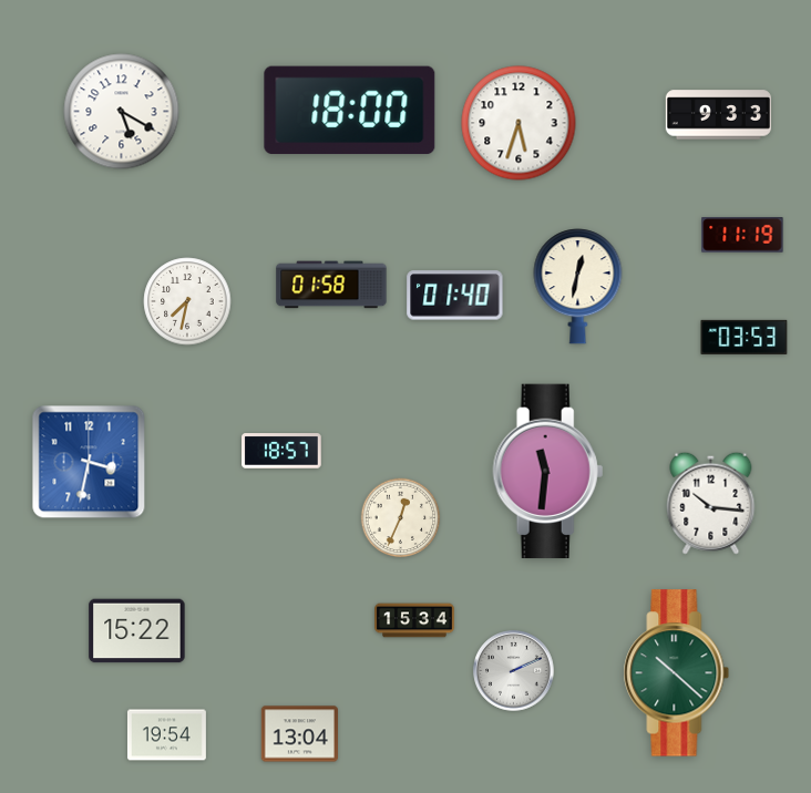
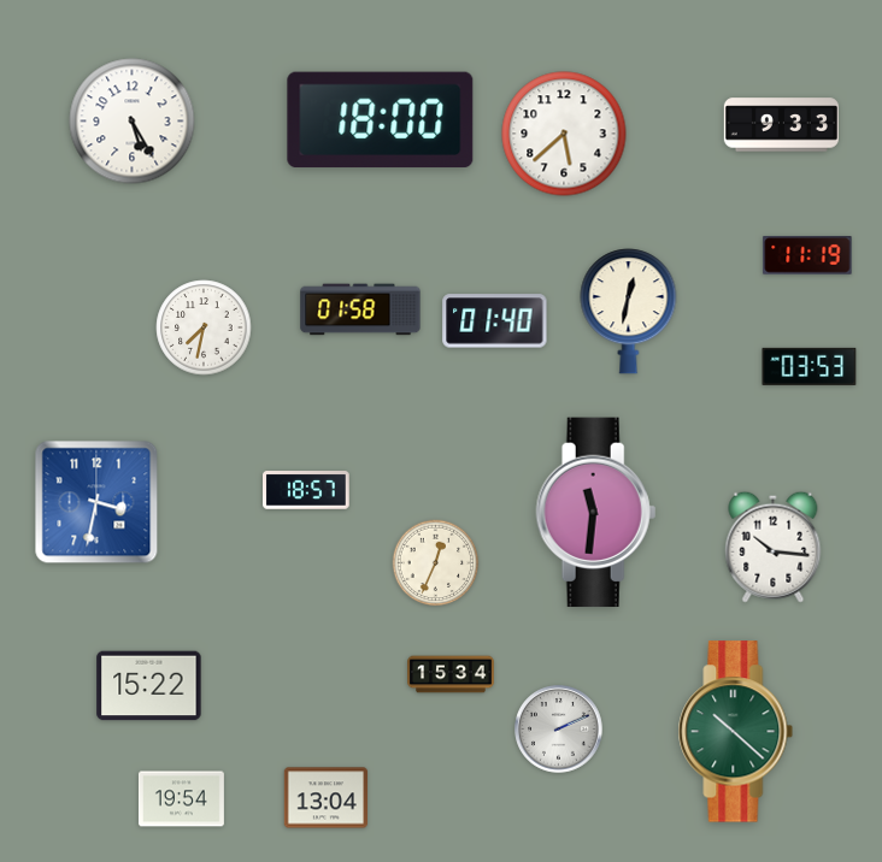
clock at (122, 112): 5:20 -> 5:25
clock at (519, 123): 5:33 -> 5:38
